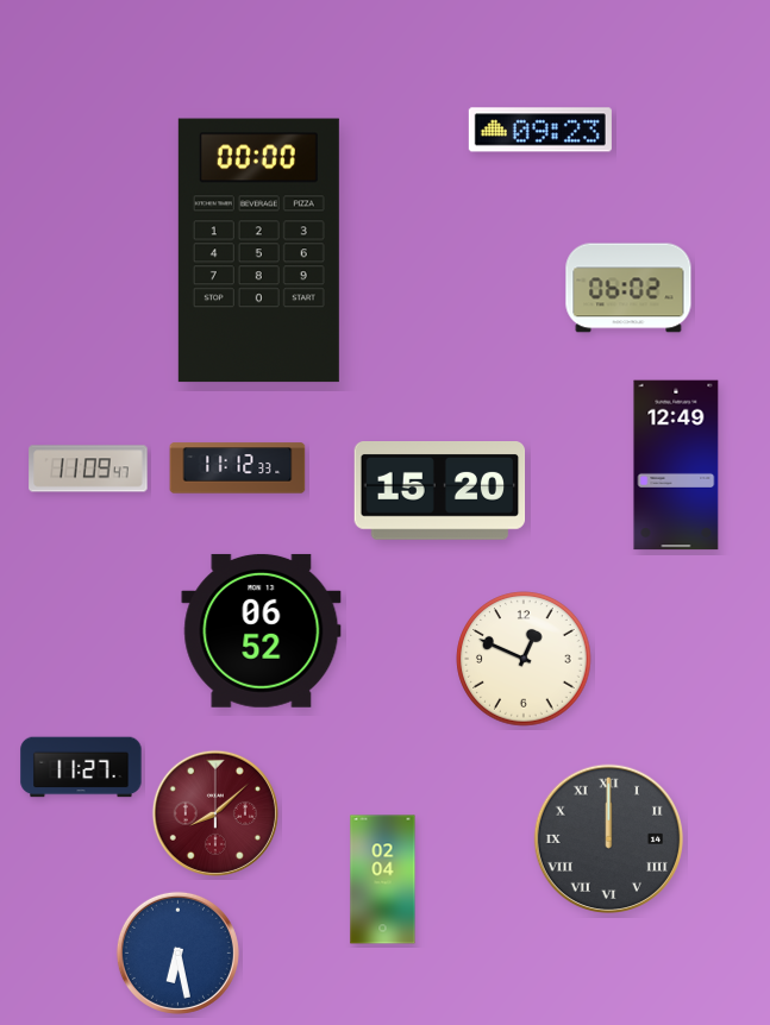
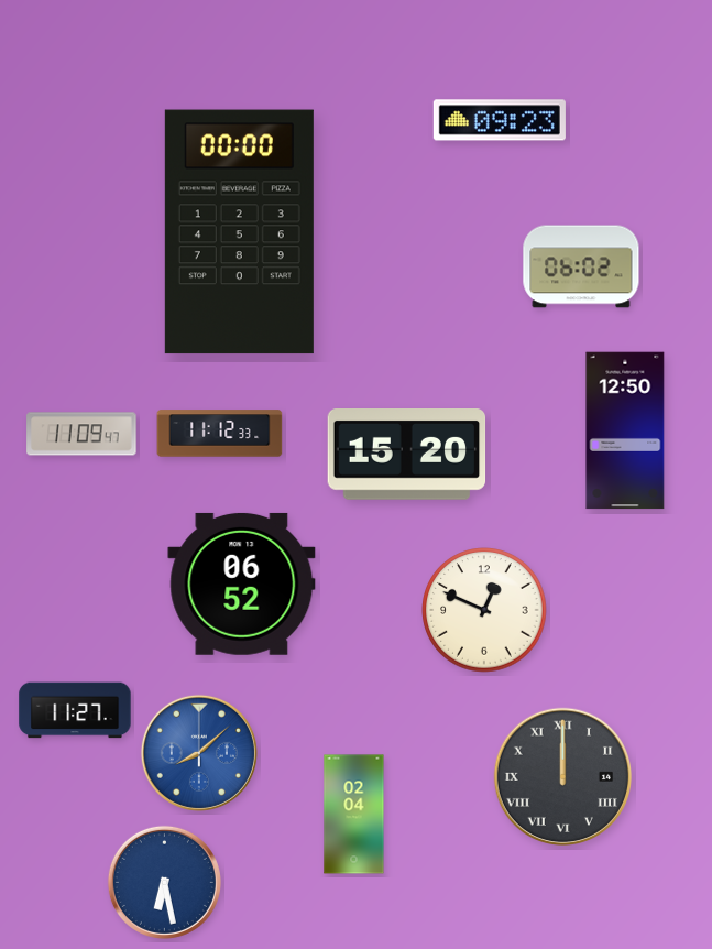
clock at (676, 465): 12:49 -> 12:50
clock at (215, 813) dial: burgundy -> blue
